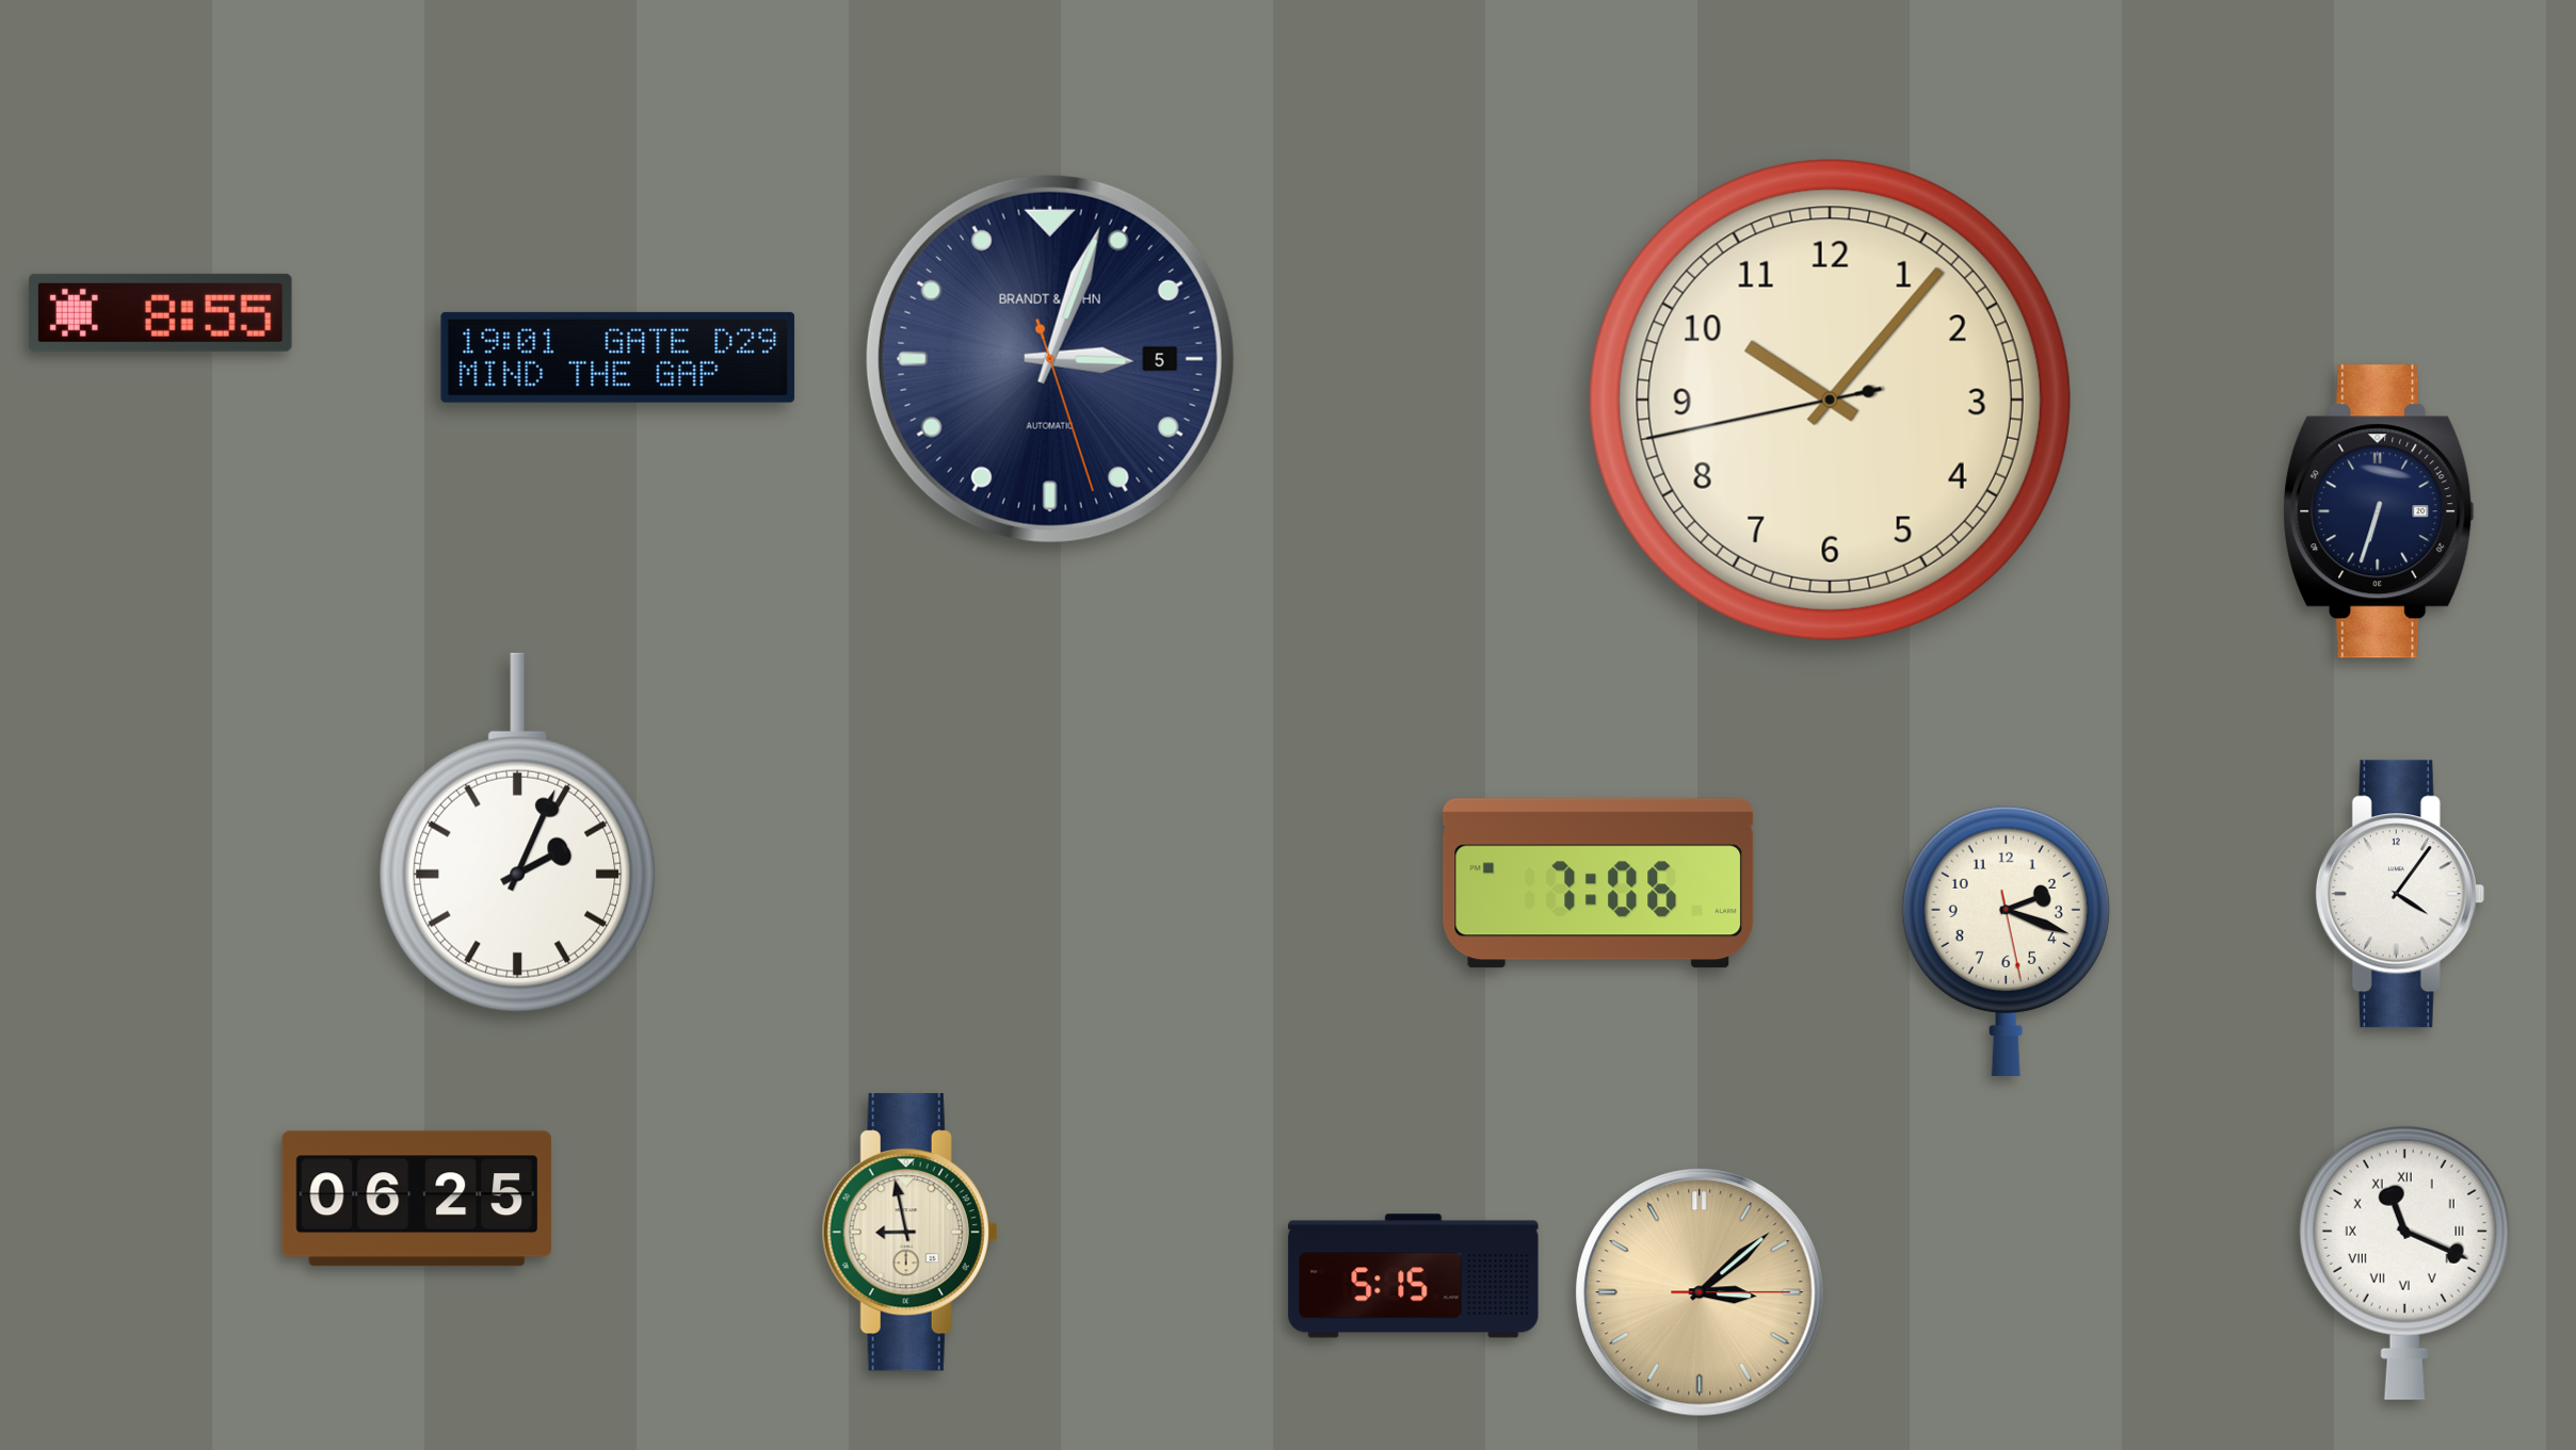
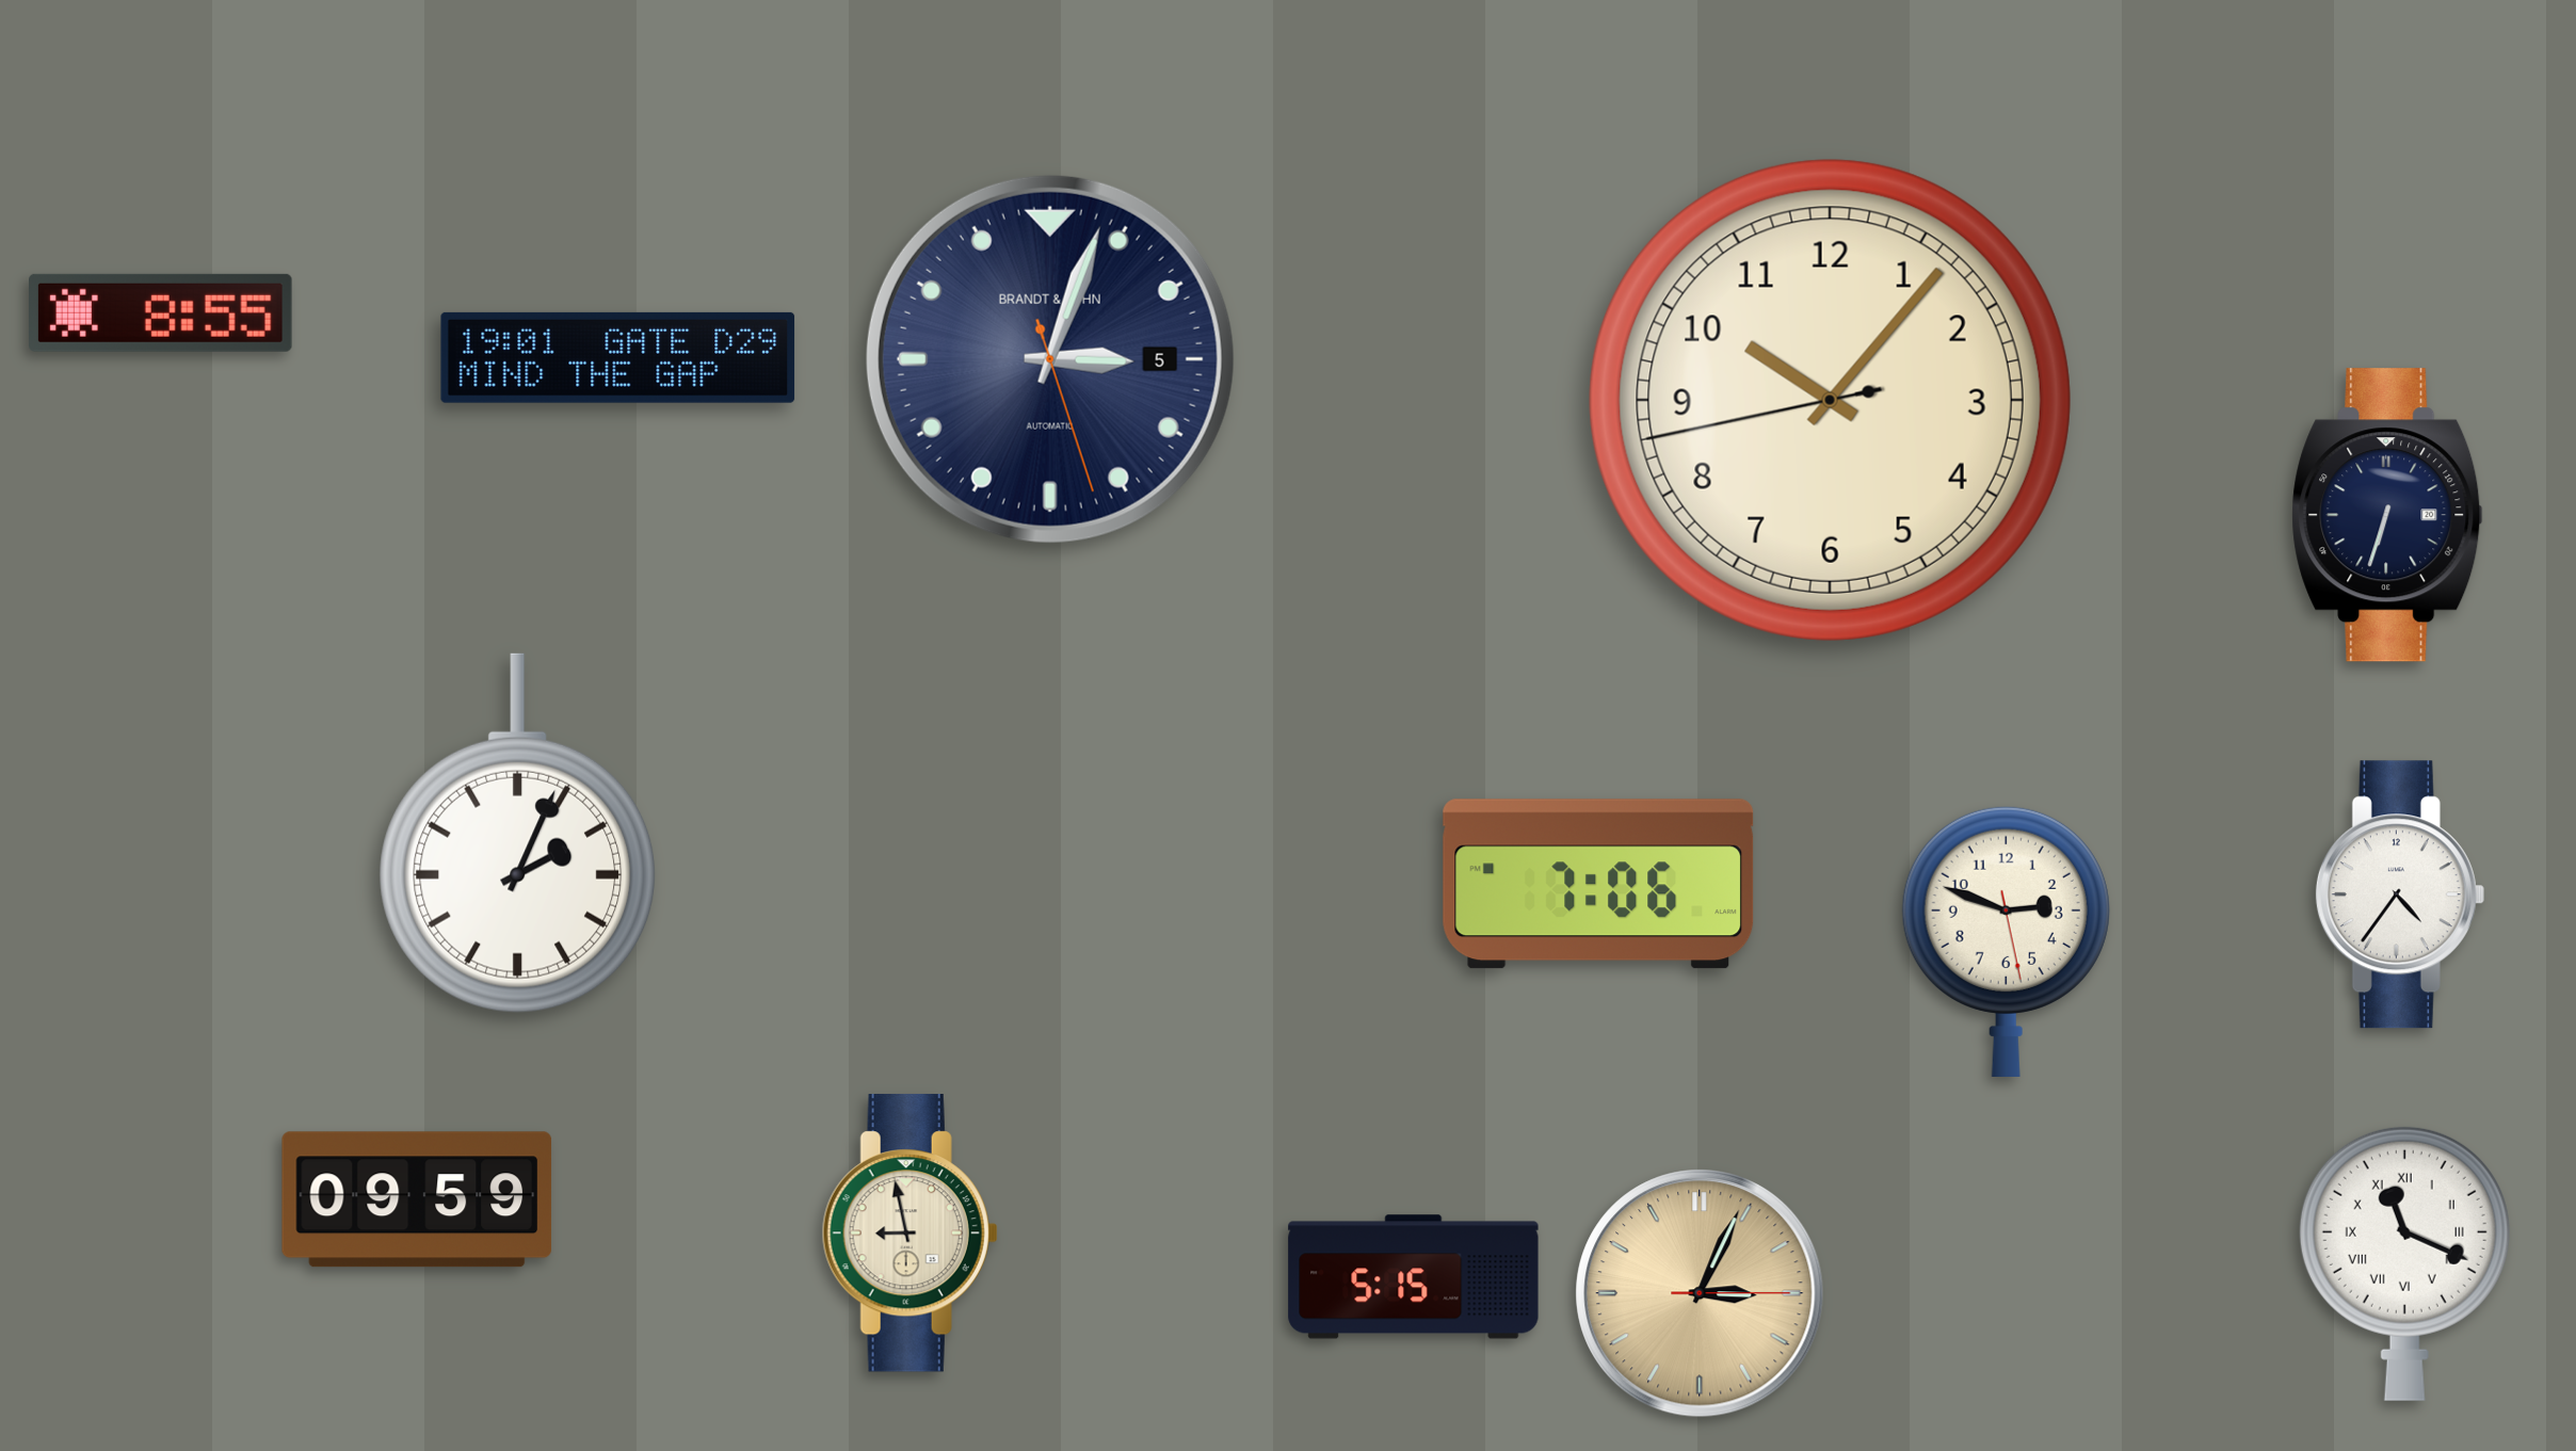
clock at (2379, 511) position: (2379, 511) -> (2387, 515)
clock at (2400, 894): 4:06 -> 4:36
clock at (2006, 941): 2:18 -> 2:48
clock at (417, 1199): 06:25 -> 09:59
clock at (1700, 1292): 3:08 -> 3:04
